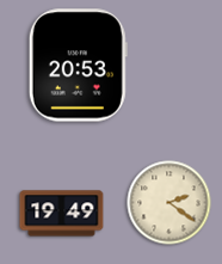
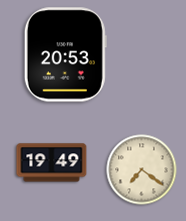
clock at (169, 203): 2:21 -> 7:21
clock at (62, 214) position: (62, 214) -> (52, 163)
